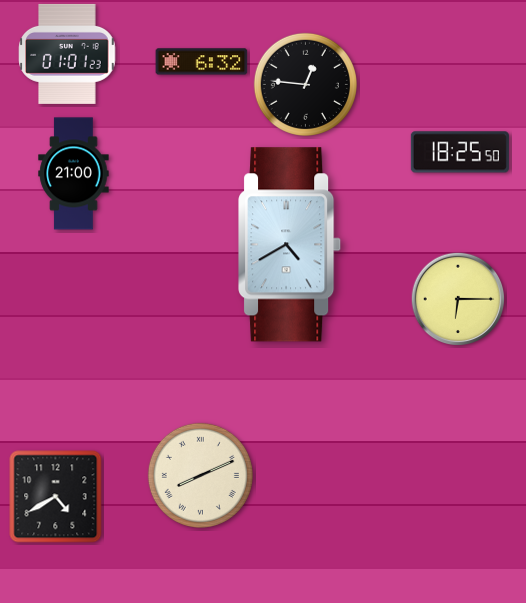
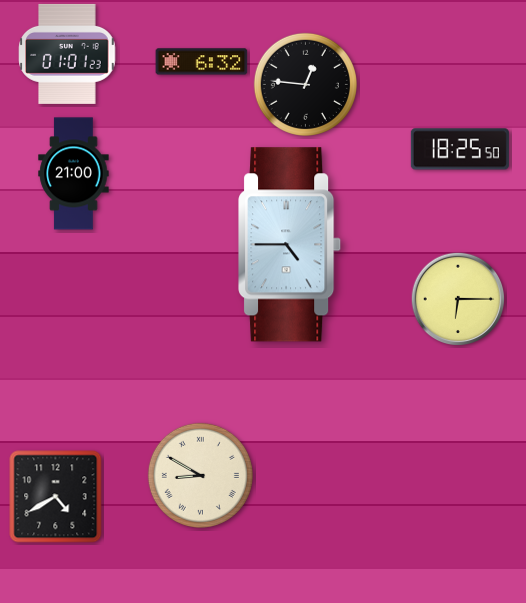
clock at (460, 152) position: (460, 152) -> (460, 149)
clock at (290, 245): 4:40 -> 4:45
clock at (200, 475): 8:11 -> 8:50
